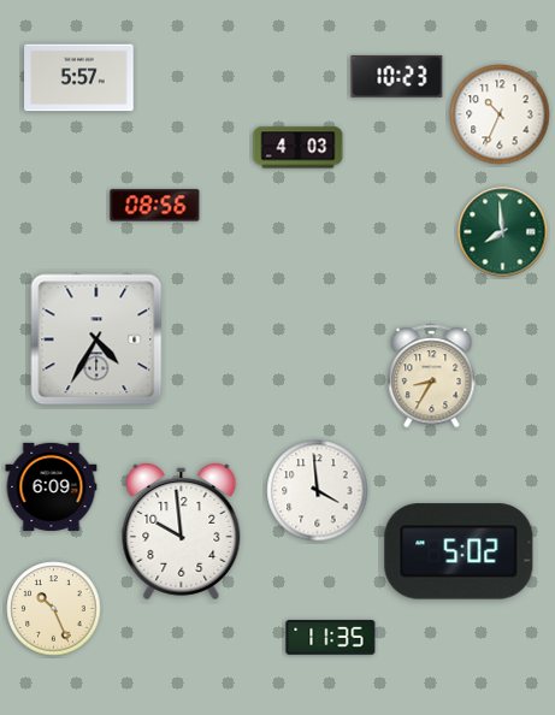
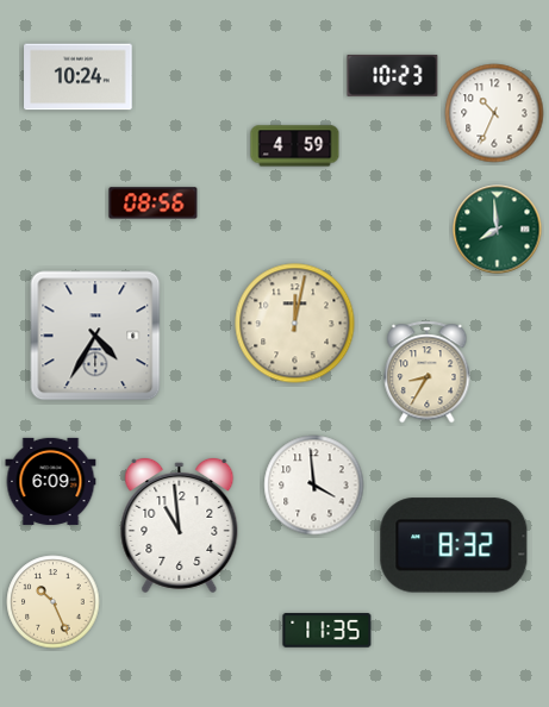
clock at (79, 78): 5:57 -> 10:24
clock at (299, 148): 4:03 -> 4:59
clock at (295, 324): none -> 12:02
clock at (182, 531): 9:59 -> 10:59
clock at (459, 551): 5:02 -> 8:32
